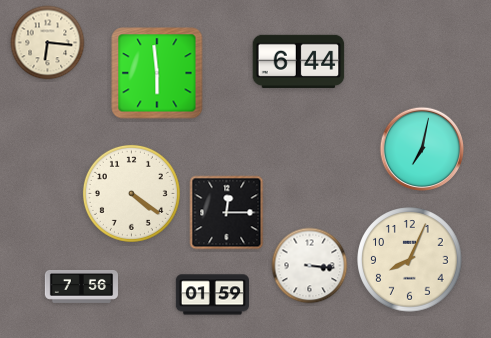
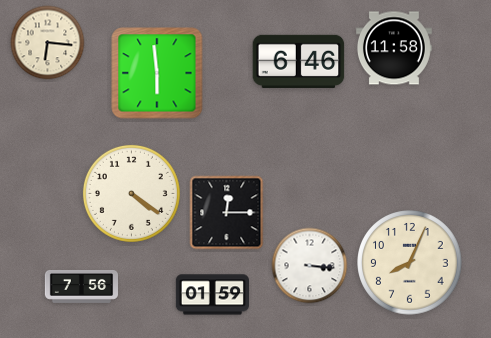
clock at (394, 48): none -> 11:58
clock at (299, 61): 6:44 -> 6:46
clock at (422, 149): 7:02 -> none
clock at (410, 260) position: (410, 260) -> (410, 263)
